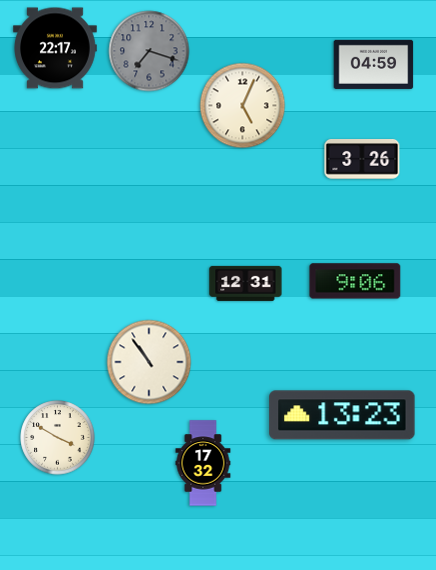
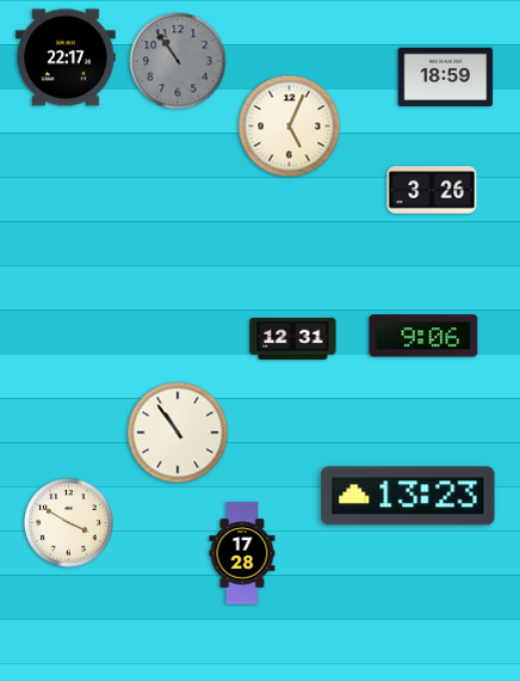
clock at (149, 51): 7:18 -> 10:54
clock at (374, 64): 04:59 -> 18:59
clock at (203, 463): 17:32 -> 17:28
